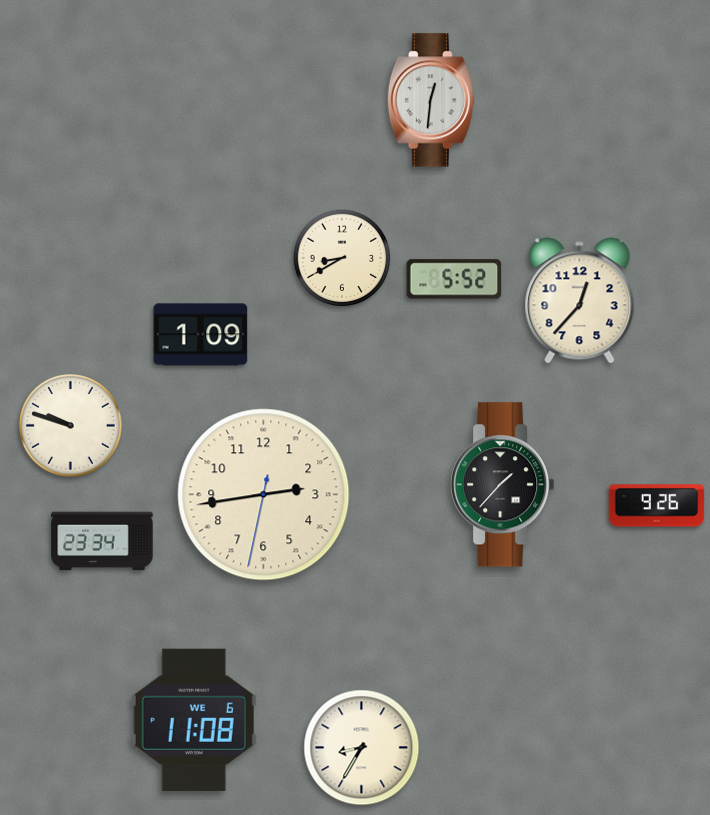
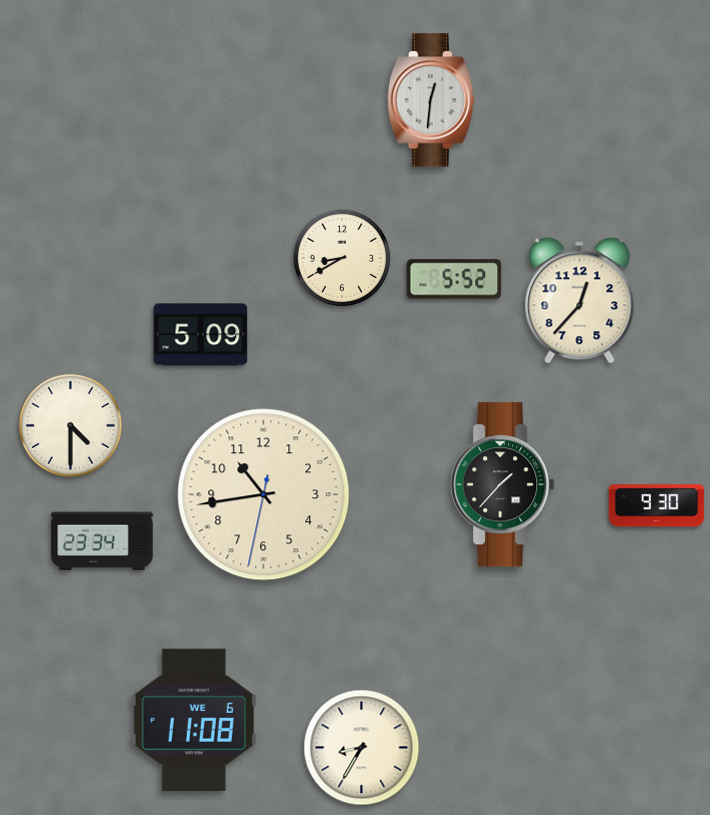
clock at (201, 335): 1:09 -> 5:09
clock at (70, 425): 9:48 -> 4:30
clock at (264, 495): 2:43 -> 10:43
clock at (657, 506): 9:26 -> 9:30
